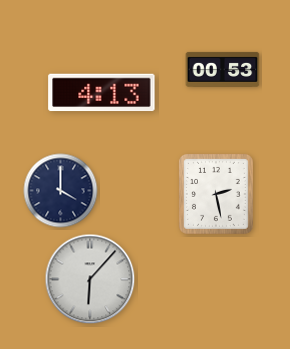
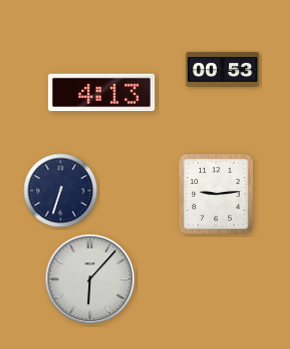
clock at (61, 191): 4:00 -> 6:33
clock at (216, 194): 2:28 -> 9:14
